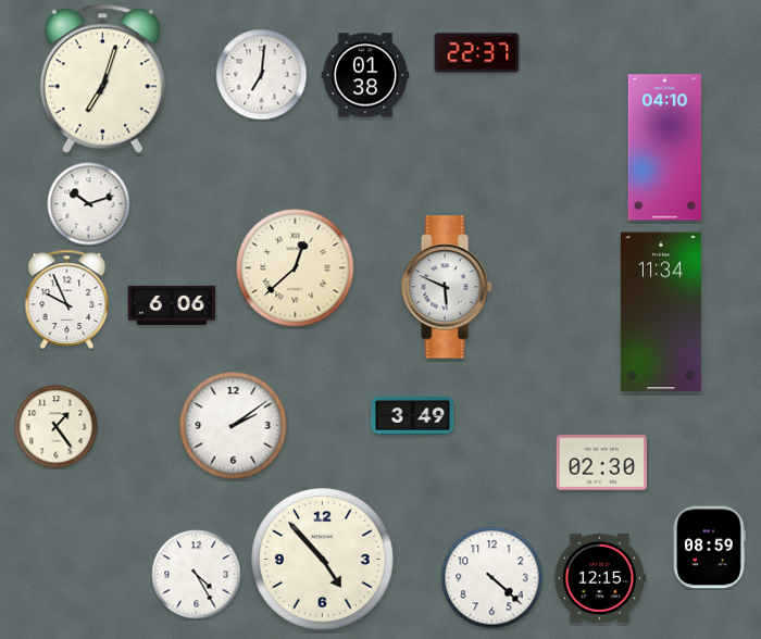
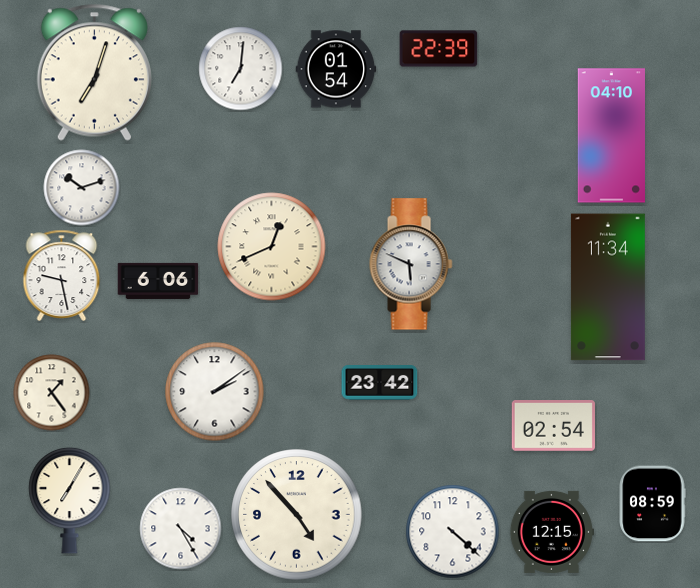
clock at (477, 53): 22:37 -> 22:39
clock at (365, 75): 01:38 -> 01:54
clock at (296, 268): 12:38 -> 12:41
clock at (67, 299): 9:56 -> 9:28
clock at (413, 416): 3:49 -> 23:42
clock at (601, 463): 02:30 -> 02:54
clock at (70, 500): none -> 7:05
